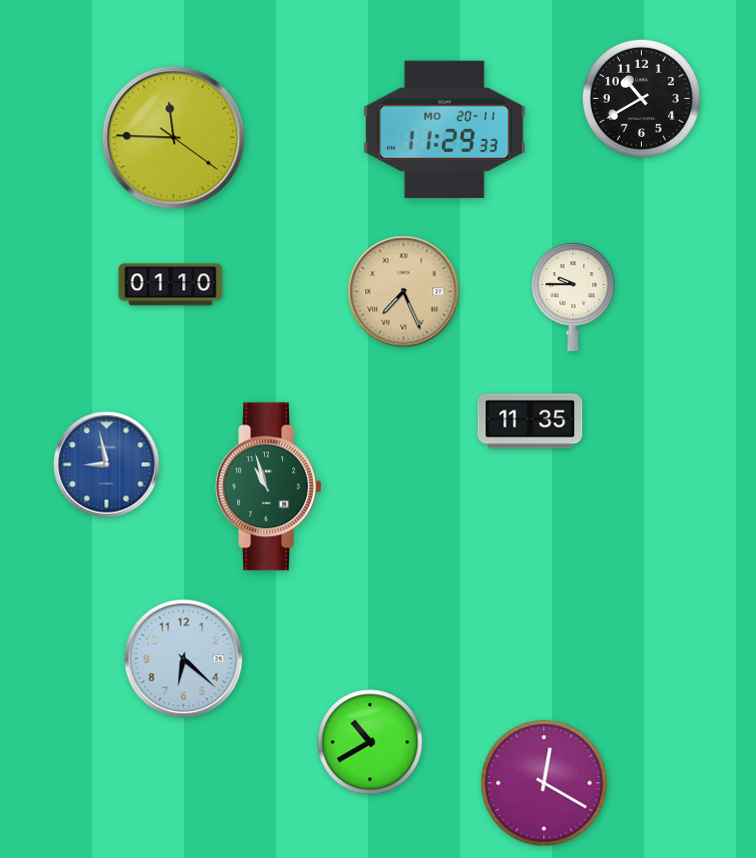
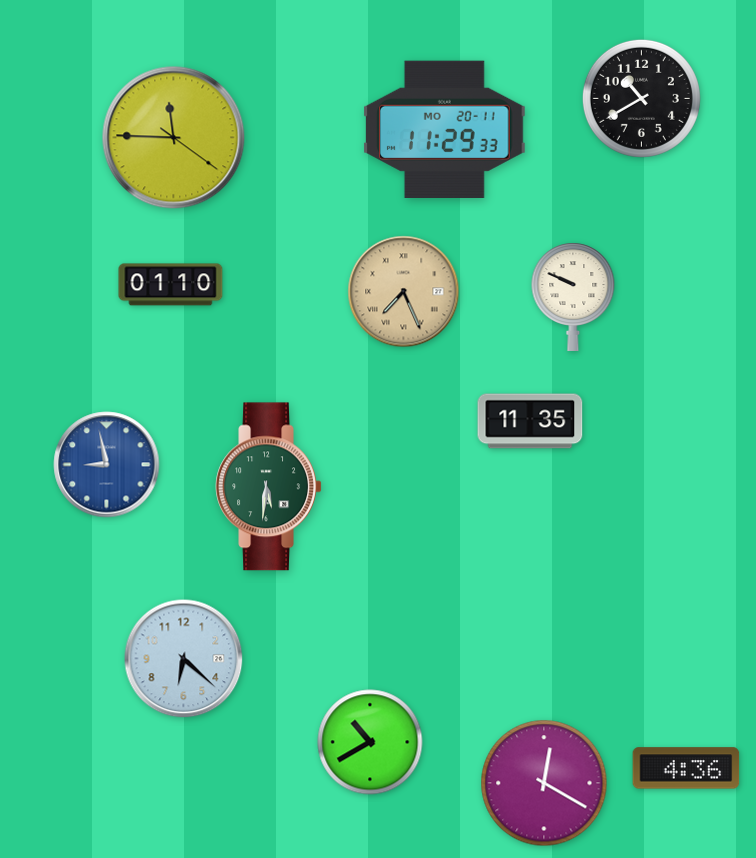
clock at (573, 297): 9:45 -> 9:49
clock at (269, 487): 10:57 -> 5:31
clock at (686, 768): none -> 4:36
